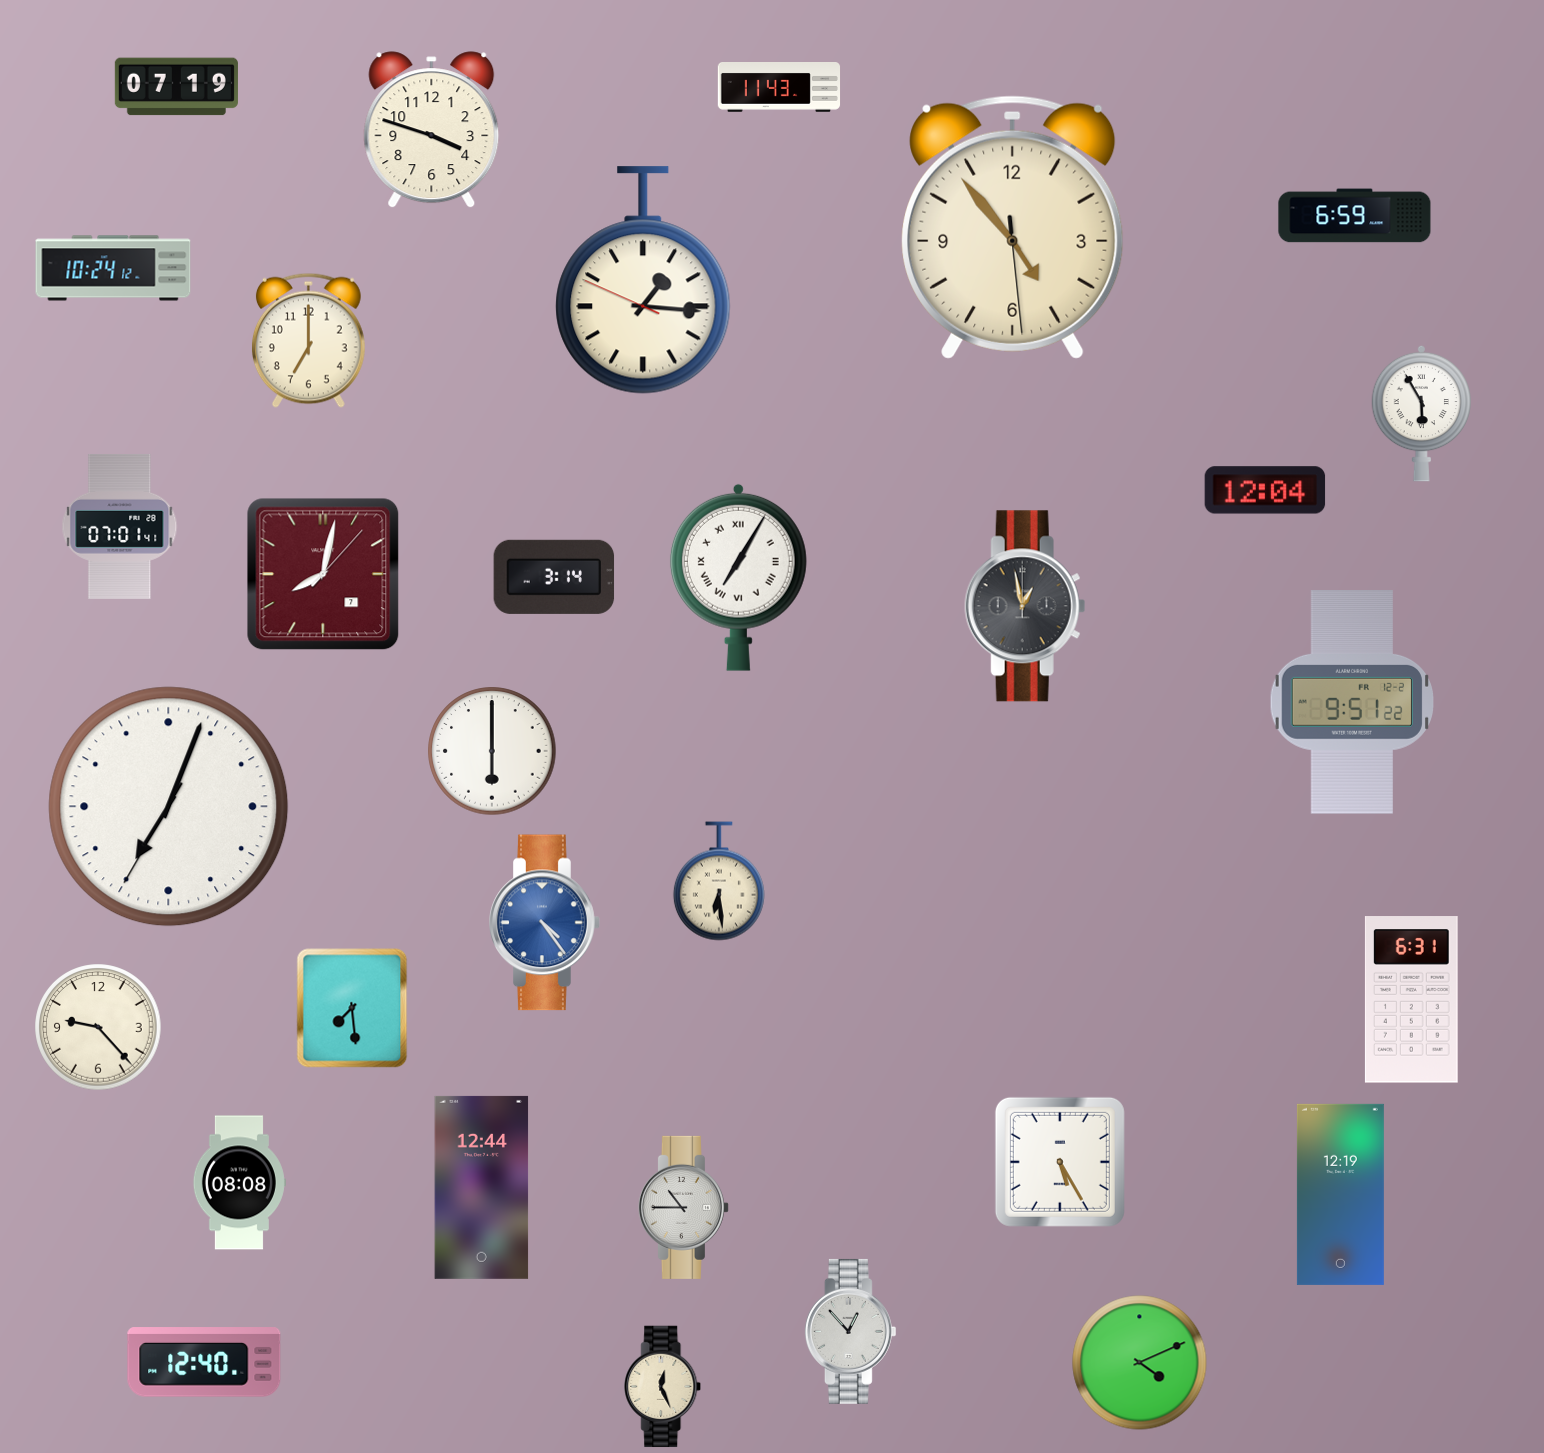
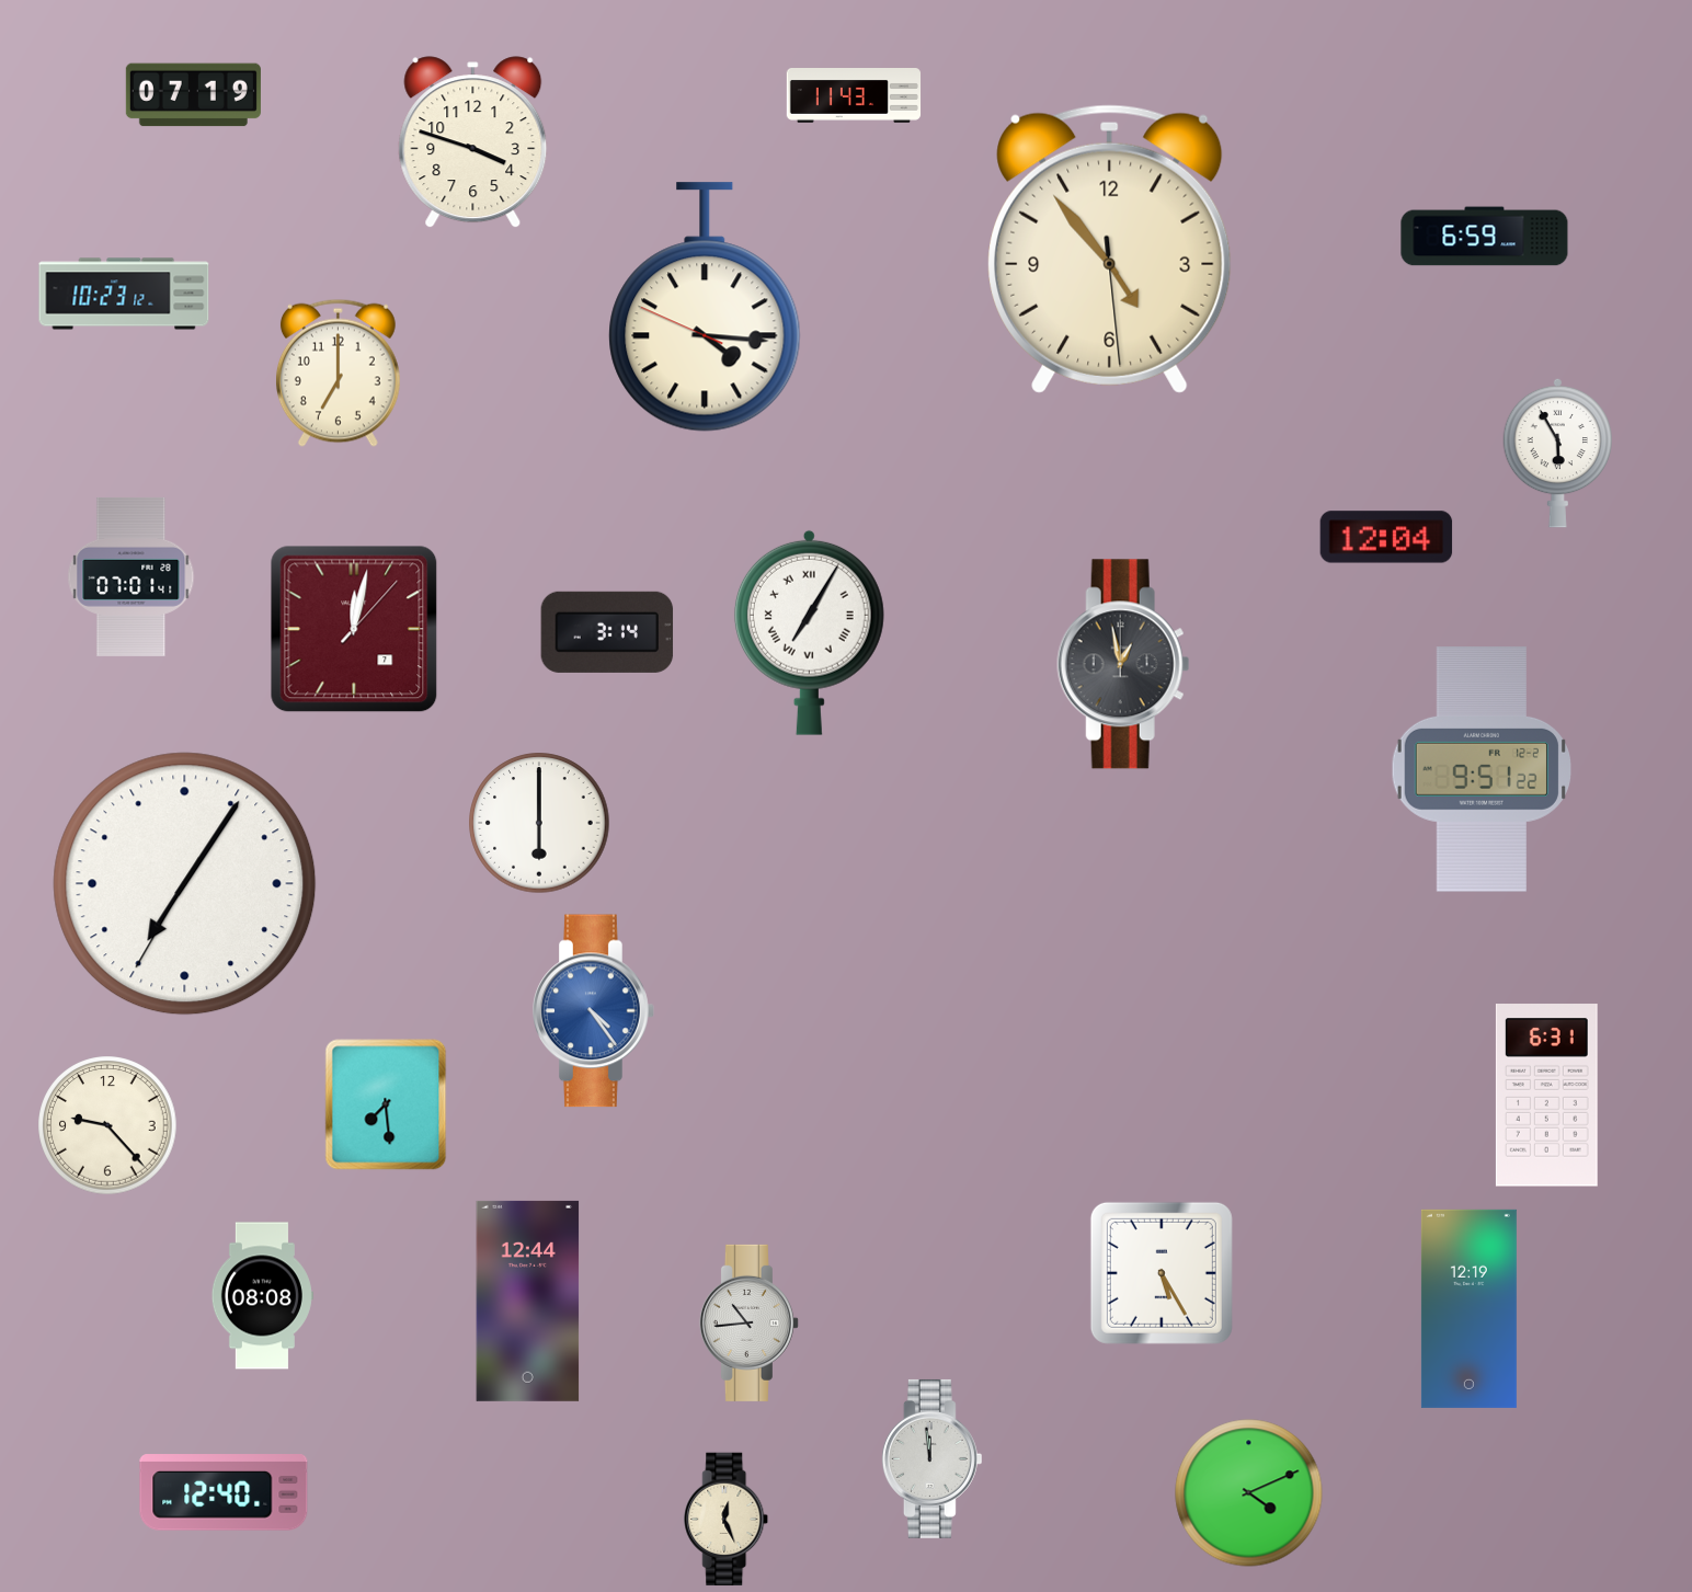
clock at (113, 268): 10:24 -> 10:23
clock at (643, 280): 1:15 -> 4:15
clock at (323, 574): 8:02 -> 12:02
clock at (169, 807): 7:03 -> 7:05
clock at (719, 881): 6:29 -> none
clock at (545, 923) position: (545, 923) -> (594, 1011)
clock at (683, 1207): 10:45 -> 10:44
clock at (850, 1331): 12:53 -> 11:59
